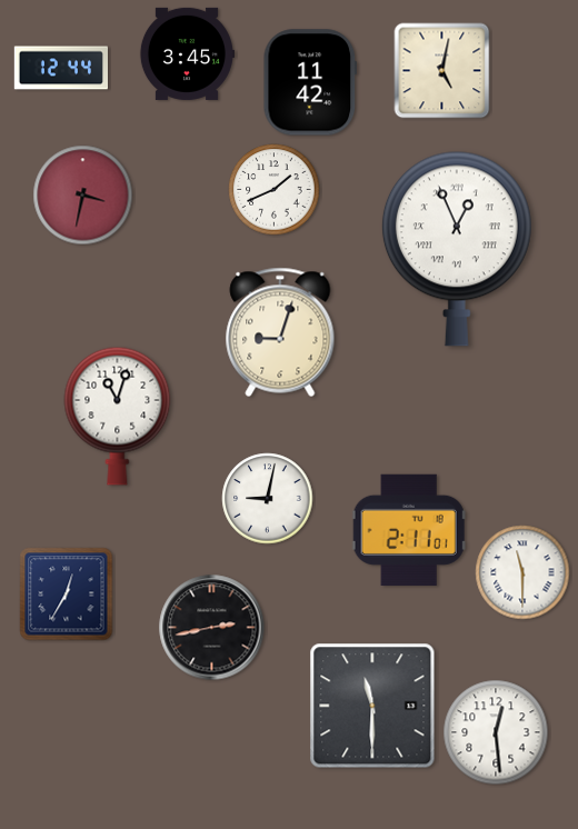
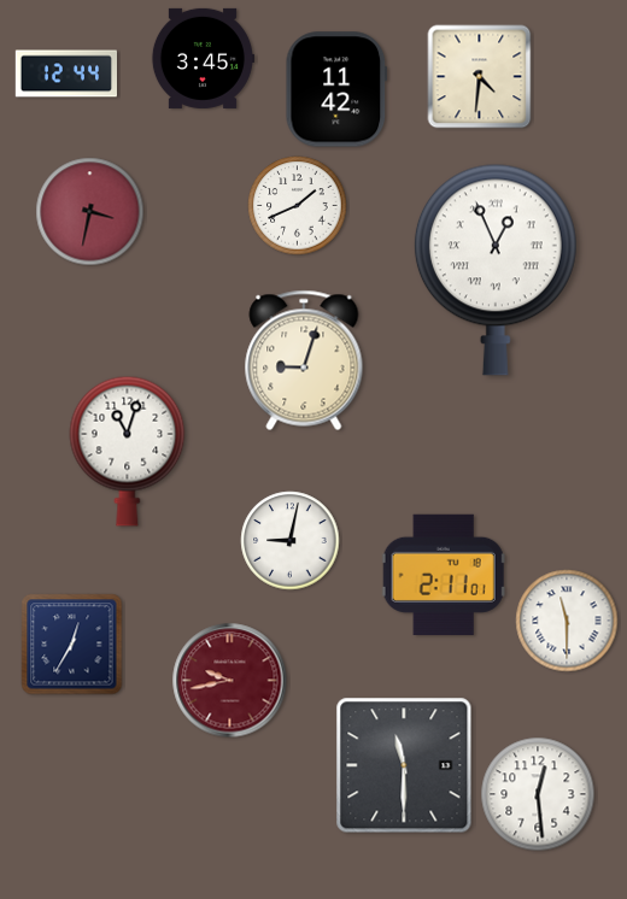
clock at (442, 71): 5:02 -> 4:31
clock at (212, 628): 2:43 -> 9:43
clock at (212, 628) dial: black -> burgundy
